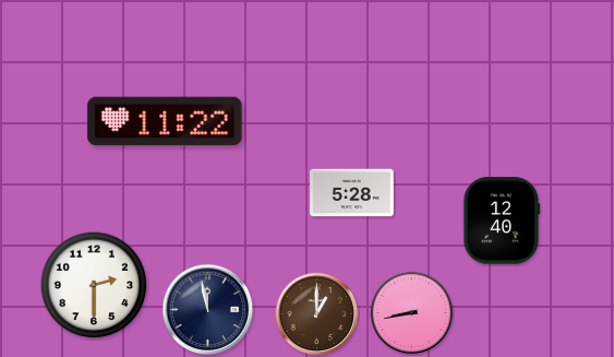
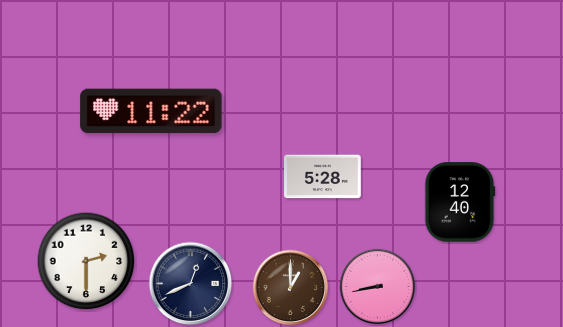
clock at (208, 310): 11:58 -> 12:41
